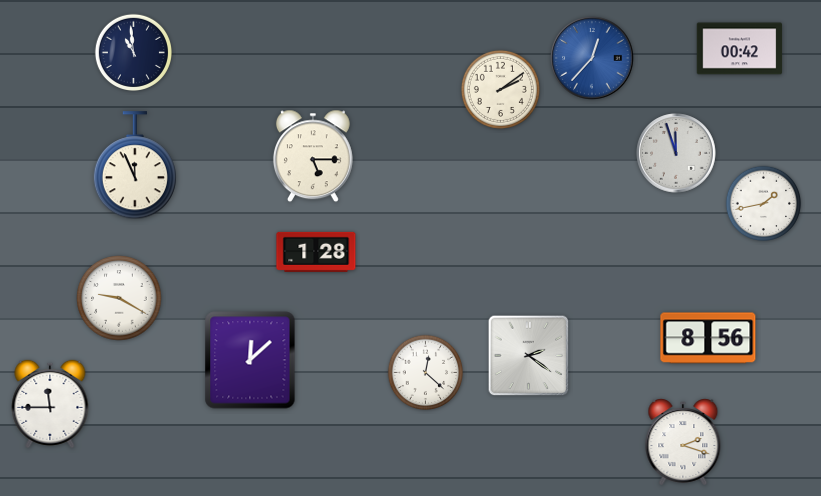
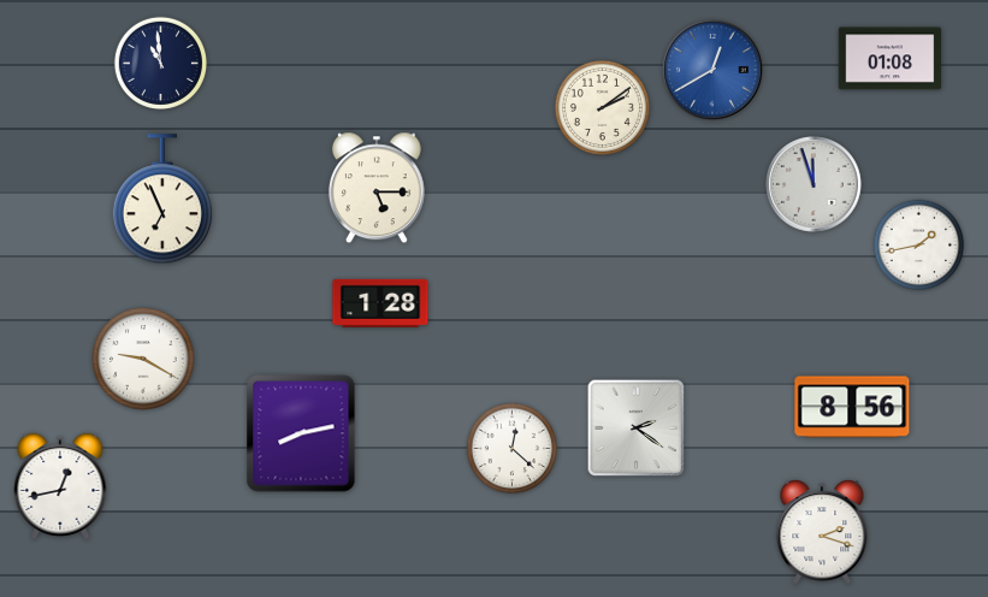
clock at (740, 49): 00:42 -> 01:08
clock at (592, 58): 12:37 -> 12:40
clock at (135, 166): 11:56 -> 6:56
clock at (250, 360): 12:08 -> 8:13
clock at (50, 404): 11:45 -> 12:43
